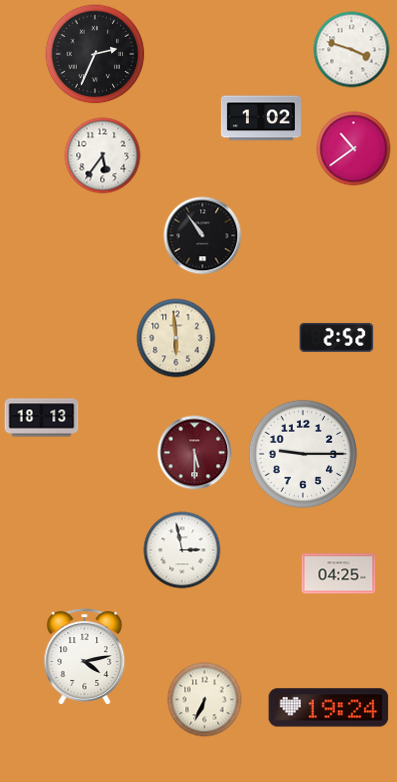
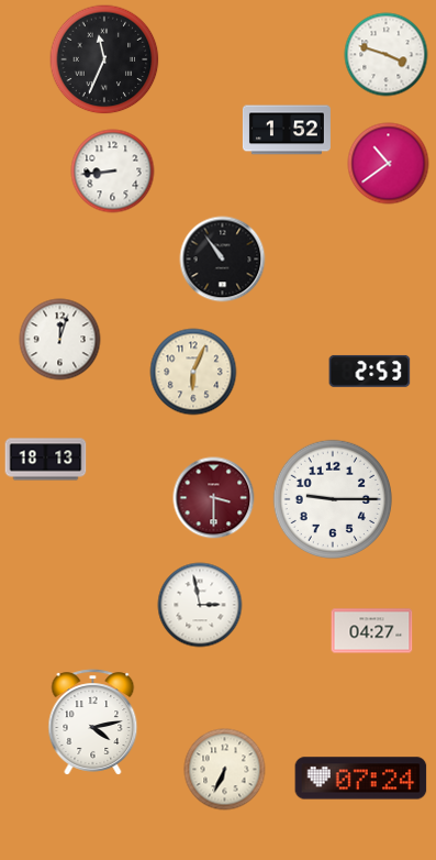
clock at (95, 54): 2:34 -> 11:34
clock at (261, 118): 1:02 -> 1:52
clock at (103, 156): 5:36 -> 8:44
clock at (60, 340): none -> 12:03
clock at (337, 337): 2:52 -> 2:53
clock at (176, 338): 5:59 -> 6:04
clock at (195, 453): 5:30 -> 3:30
clock at (339, 574): 04:25 -> 04:27
clock at (329, 708): 19:24 -> 07:24
